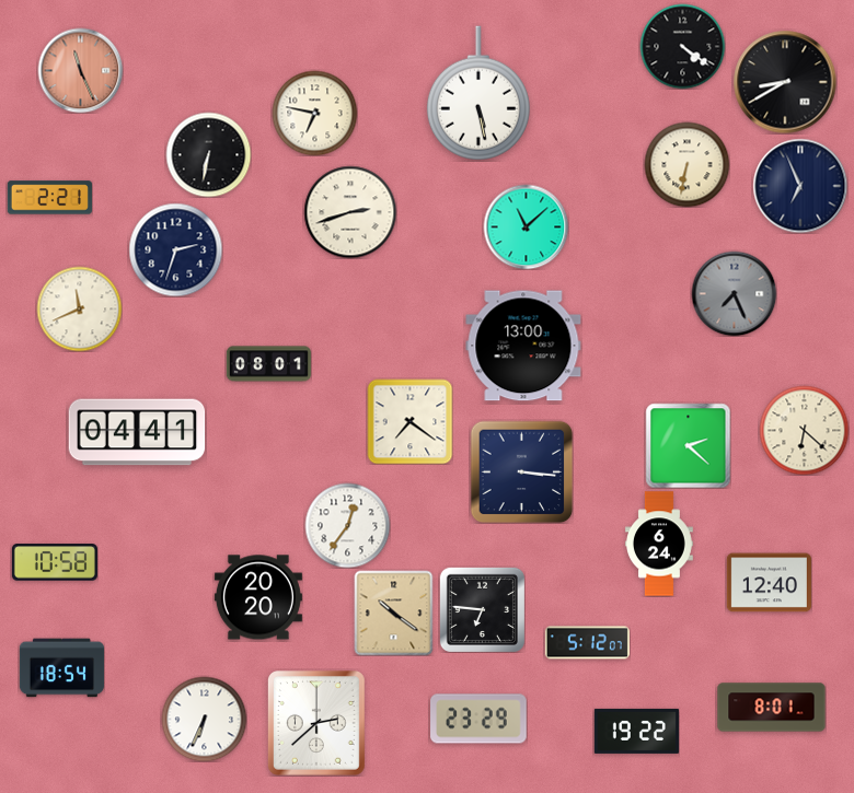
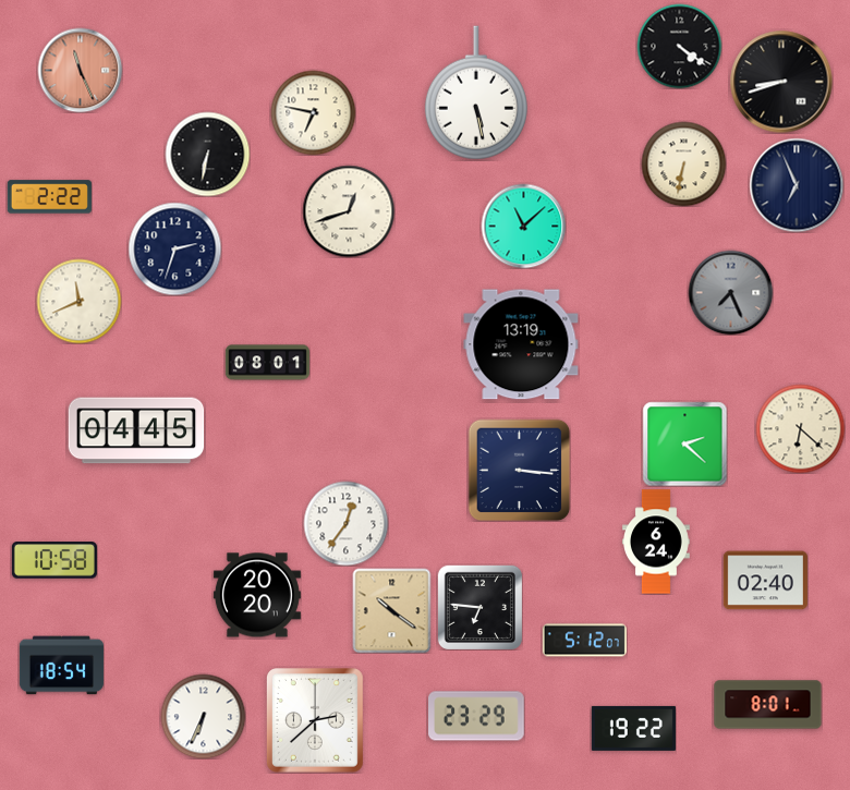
clock at (785, 82): 8:40 -> 8:42
clock at (49, 198): 2:21 -> 2:22
clock at (350, 212): 2:42 -> 12:42
clock at (79, 308) position: (79, 308) -> (78, 301)
clock at (523, 346): 13:00 -> 13:19
clock at (409, 421): 7:21 -> none
clock at (137, 432): 04:41 -> 04:45
clock at (769, 583): 12:40 -> 02:40
